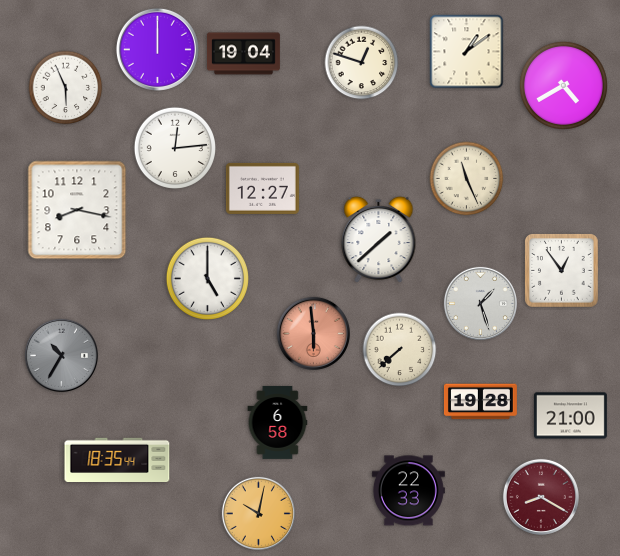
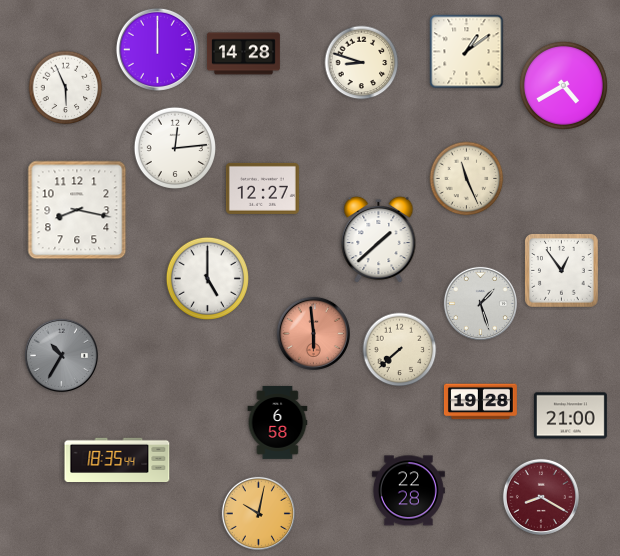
clock at (243, 54): 19:04 -> 14:28
clock at (362, 63): 12:48 -> 8:48
clock at (408, 491): 22:33 -> 22:28
